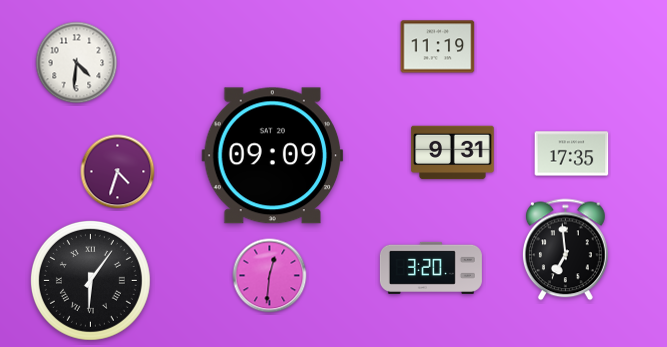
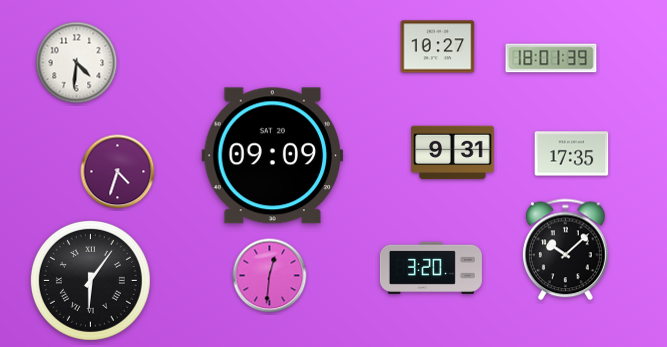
clock at (438, 47): 11:19 -> 10:27
clock at (551, 58): none -> 18:01
clock at (566, 250): 6:59 -> 10:08
